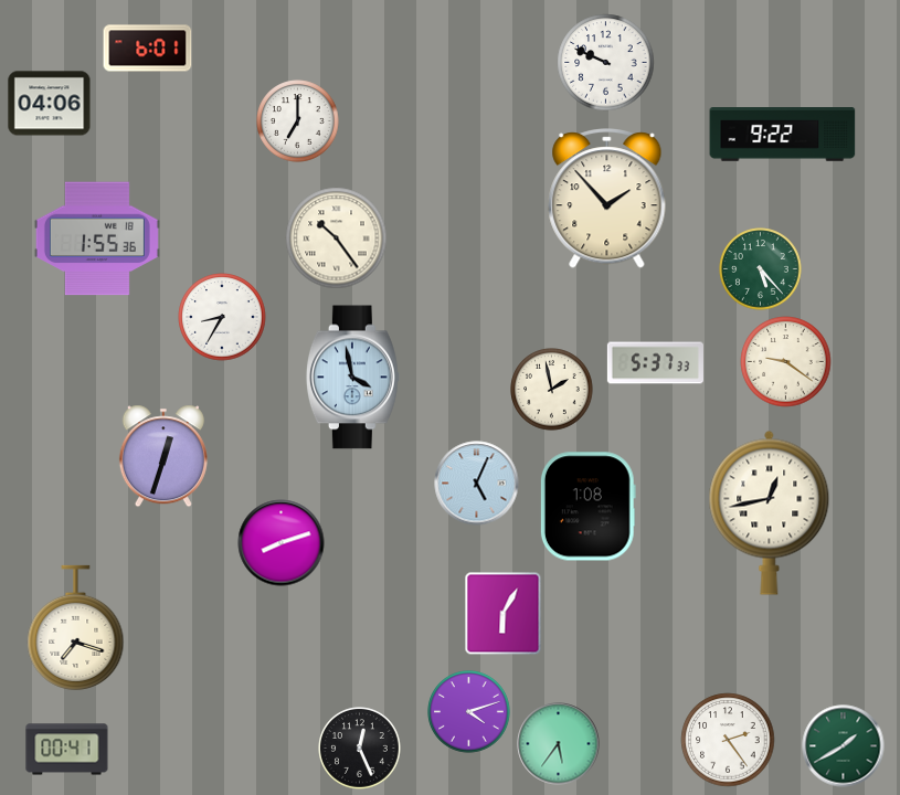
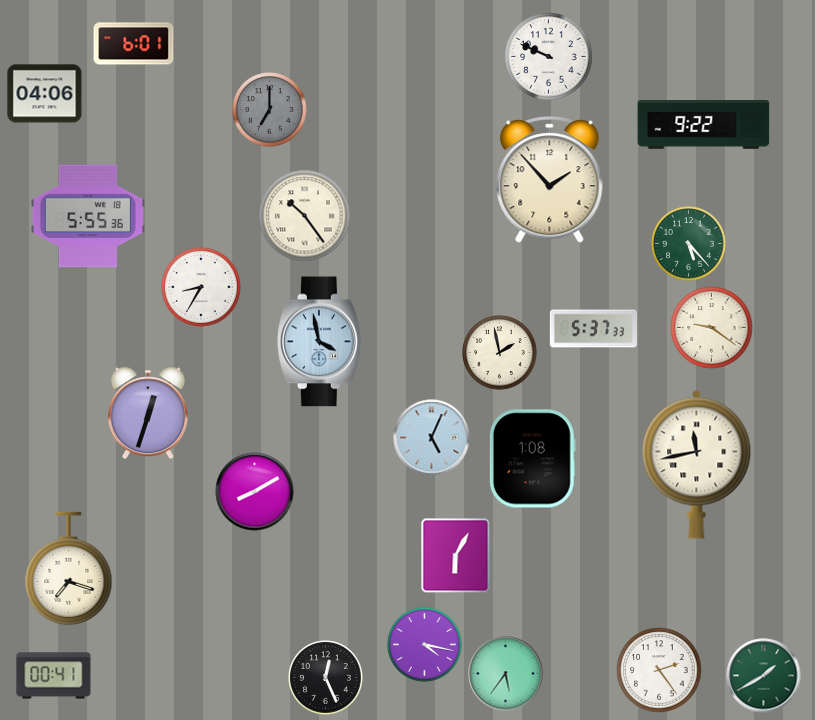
clock at (298, 121) dial: white -> grey
clock at (783, 135) position: (783, 135) -> (704, 125)
clock at (97, 239): 1:55 -> 5:55
clock at (770, 512): 12:43 -> 11:43
clock at (282, 543): 8:12 -> 8:10
clock at (469, 712): 4:12 -> 4:17
clock at (67, 750) position: (67, 750) -> (54, 676)
